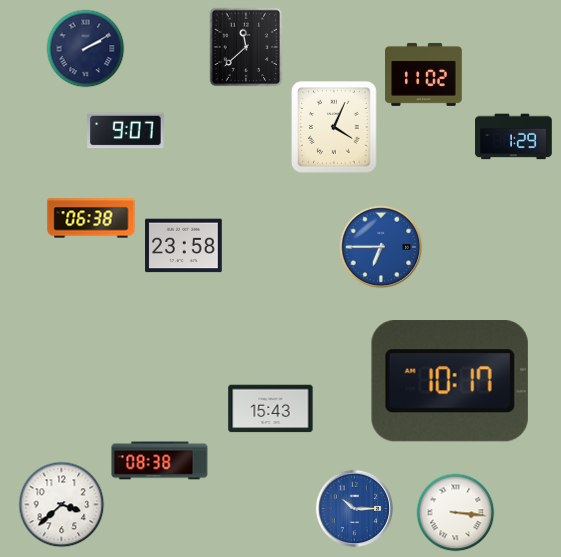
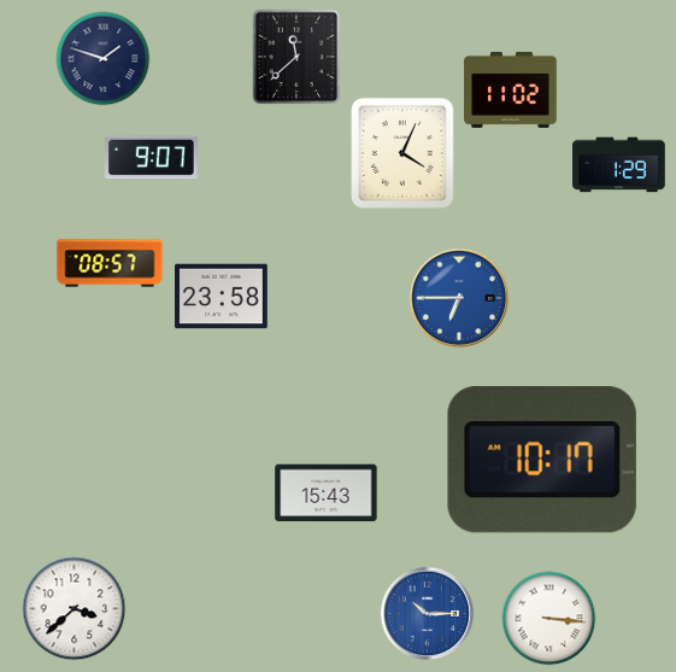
clock at (85, 48): 2:10 -> 1:48
clock at (91, 218): 06:38 -> 08:57
clock at (160, 461): 08:38 -> none
